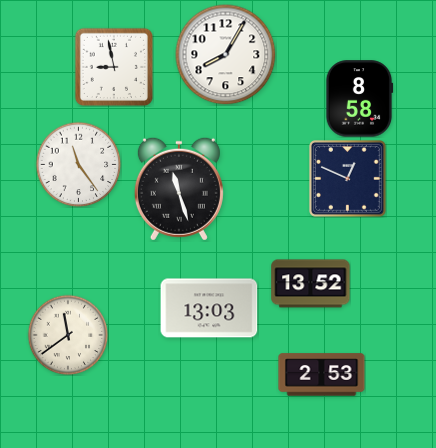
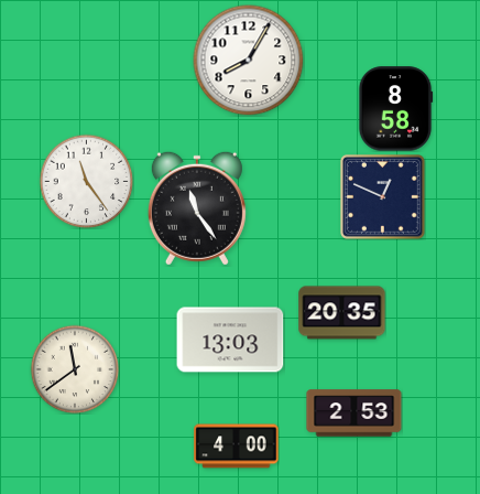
clock at (113, 66): 8:58 -> none
clock at (179, 189): 11:27 -> 11:24
clock at (311, 284): 13:52 -> 20:35
clock at (237, 447): none -> 4:00
